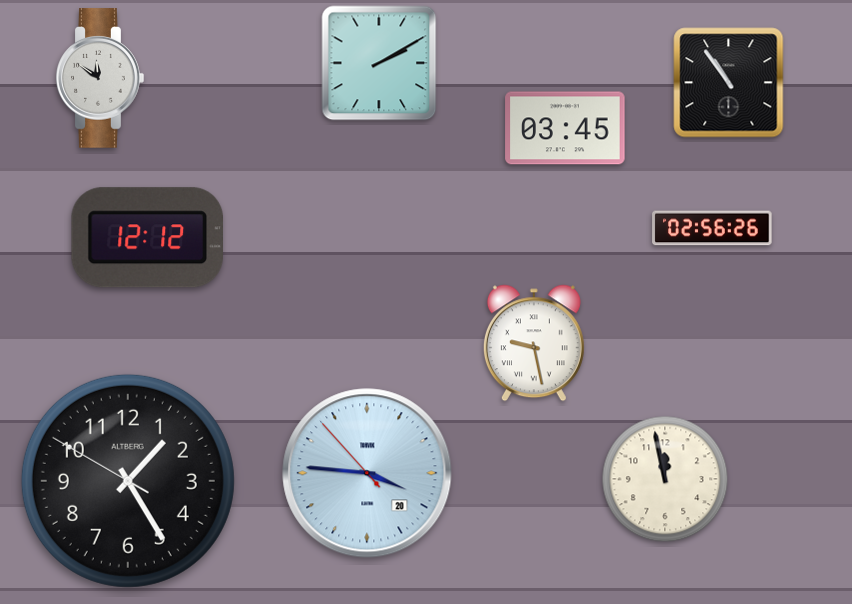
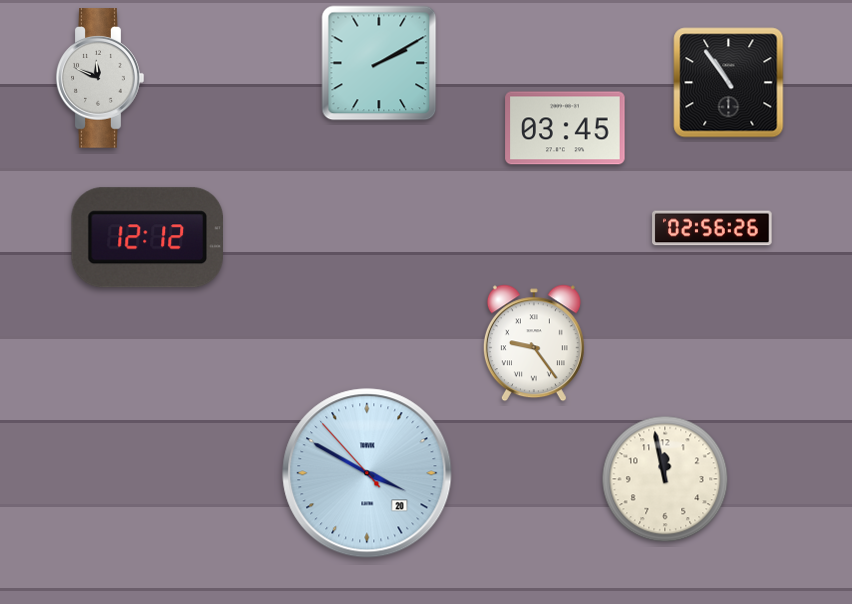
clock at (100, 78): 11:51 -> 11:49
clock at (534, 343): 9:28 -> 9:24
clock at (367, 473): 3:45 -> 3:49
clock at (128, 481): 1:24 -> none
